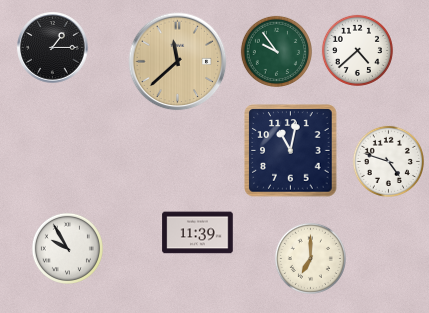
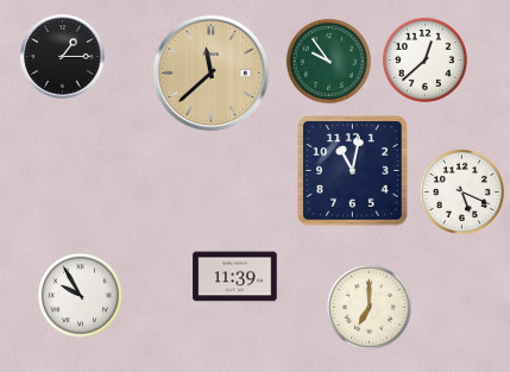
clock at (357, 50): 4:38 -> 12:38
clock at (291, 151) position: (291, 151) -> (353, 171)
clock at (388, 161): 4:48 -> 5:19
